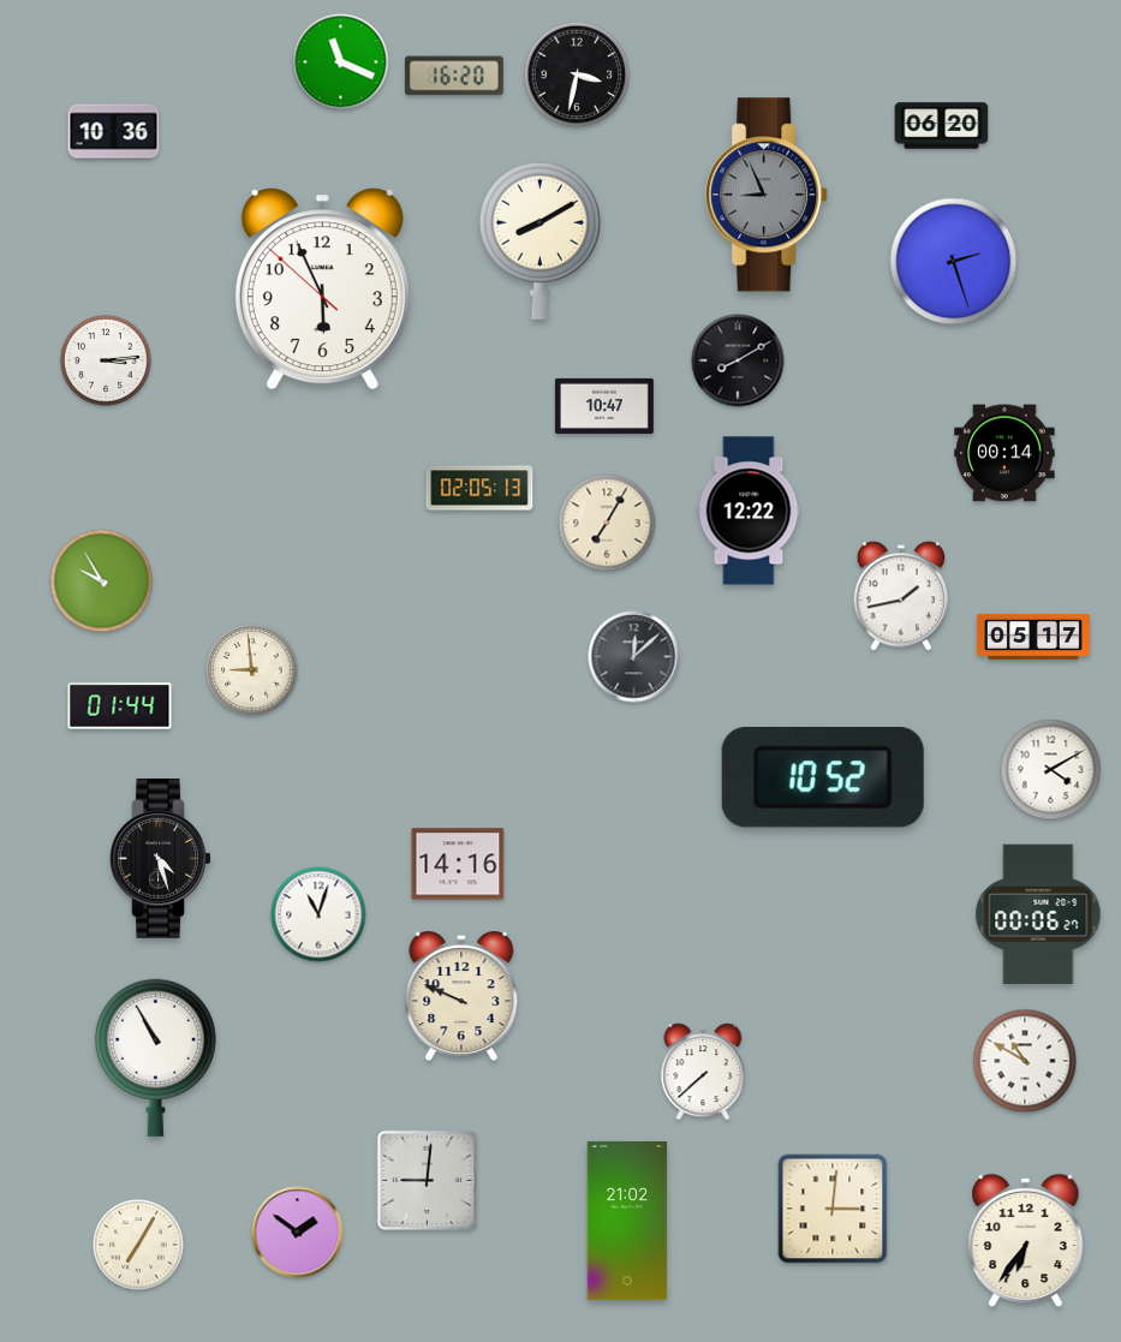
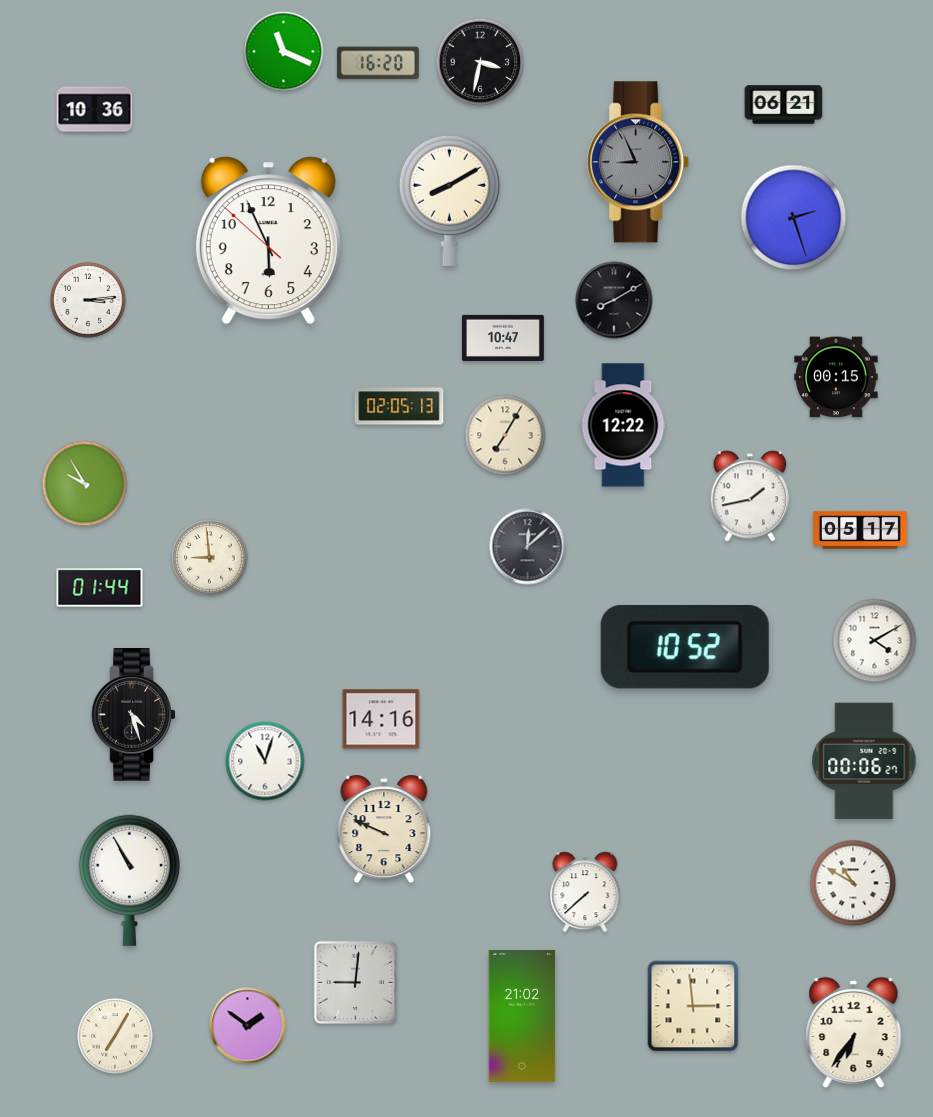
clock at (942, 126): 06:20 -> 06:21
clock at (1004, 453): 00:14 -> 00:15
clock at (833, 1209): 3:01 -> 2:59
